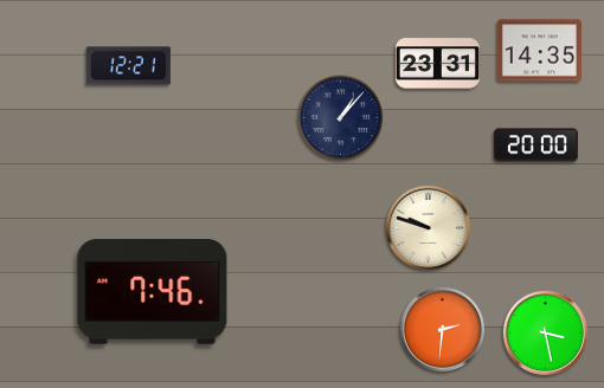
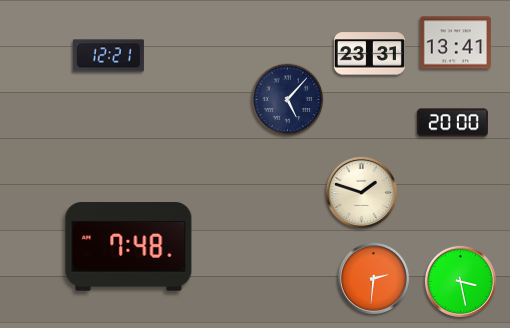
clock at (539, 51): 14:35 -> 13:41
clock at (341, 118): 1:07 -> 5:07
clock at (428, 227): 9:48 -> 1:48
clock at (153, 292): 7:46 -> 7:48
